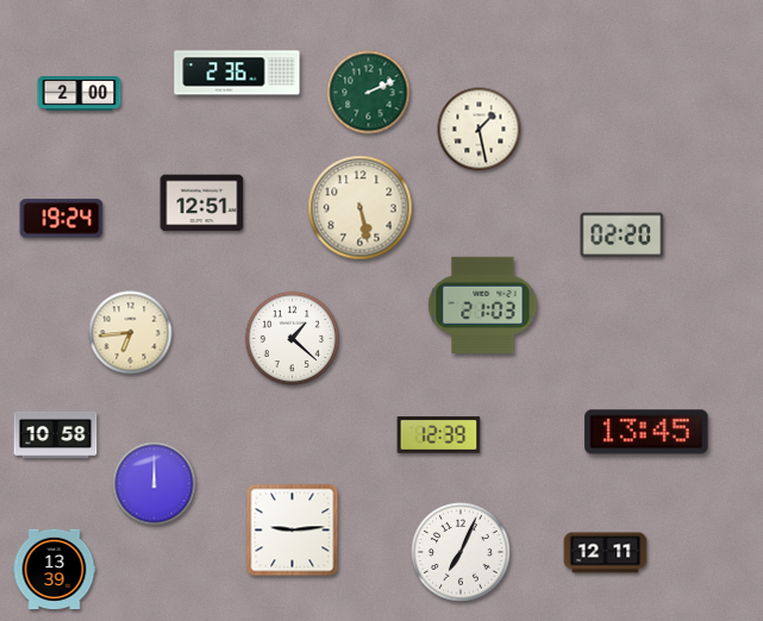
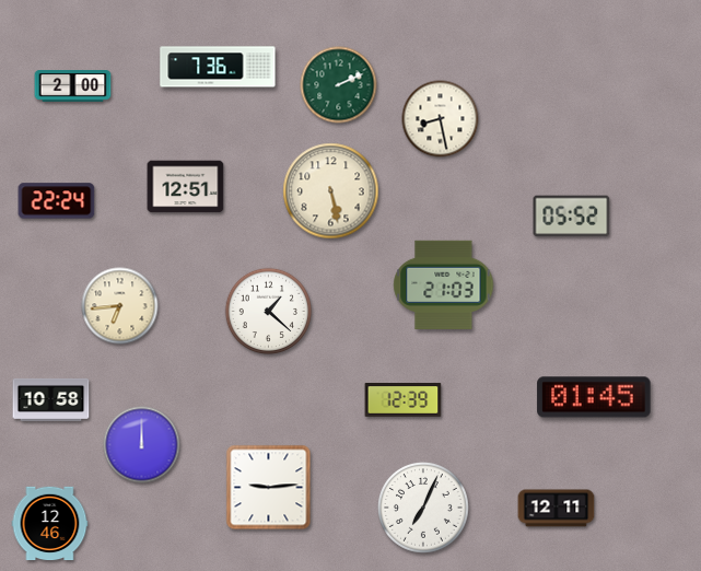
clock at (237, 73): 2:36 -> 7:36
clock at (480, 130): 1:28 -> 8:28
clock at (62, 219): 19:24 -> 22:24
clock at (623, 236): 02:20 -> 05:52
clock at (483, 305) position: (483, 305) -> (444, 284)
clock at (646, 432): 13:45 -> 01:45
clock at (55, 570): 13:39 -> 12:46
